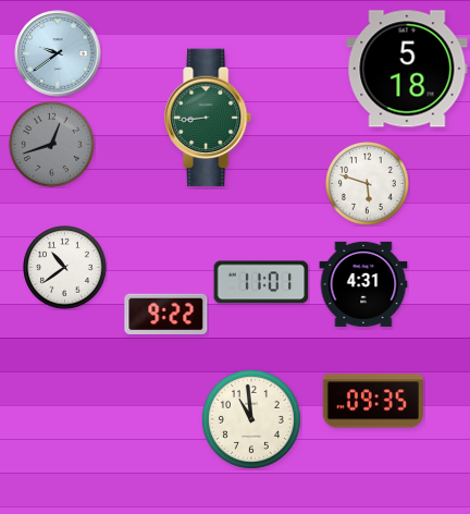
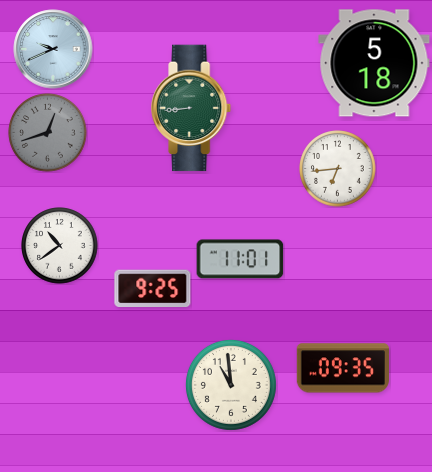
clock at (58, 53): 9:39 -> 9:41
clock at (368, 184): 5:48 -> 6:44
clock at (363, 284): 4:31 -> none
clock at (166, 315): 9:22 -> 9:25
